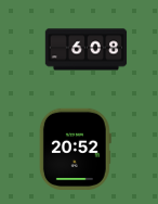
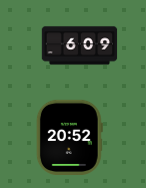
clock at (87, 50): 6:08 -> 6:09
